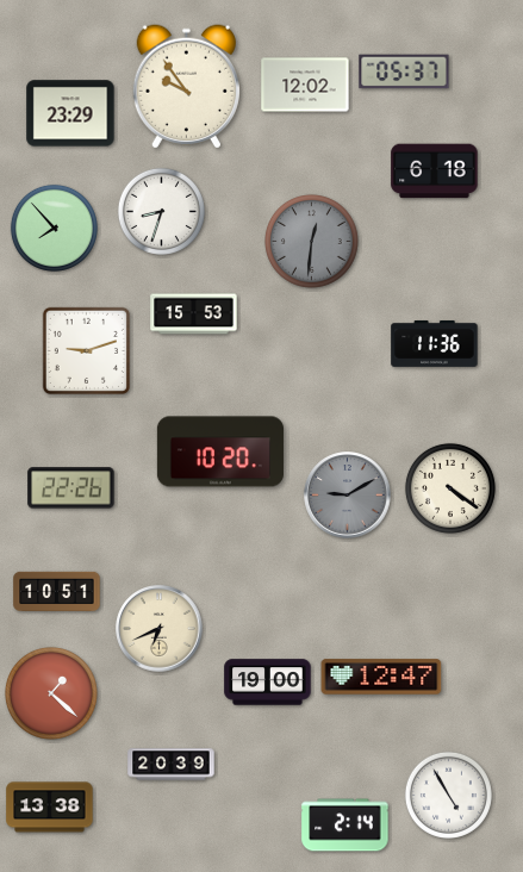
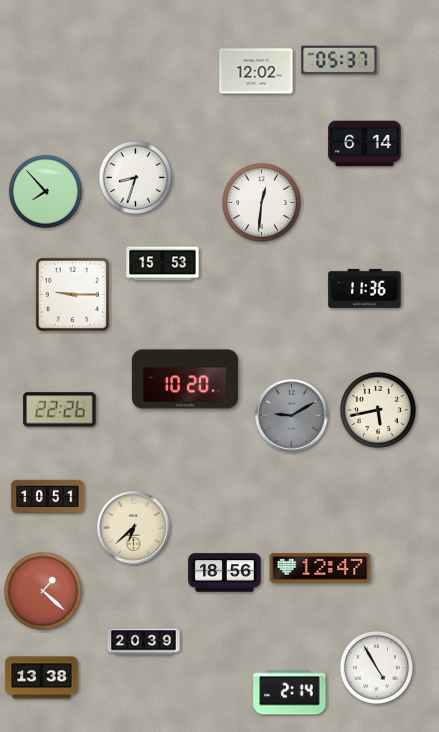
clock at (186, 87): 9:54 -> none
clock at (70, 113): 23:29 -> none
clock at (435, 172): 6:18 -> 6:14
clock at (312, 242) dial: grey -> white
clock at (86, 350): 9:12 -> 9:15
clock at (450, 488): 4:21 -> 5:43
clock at (160, 629): 6:41 -> 6:38
clock at (268, 683): 19:00 -> 18:56
clock at (51, 693) position: (51, 693) -> (43, 591)
